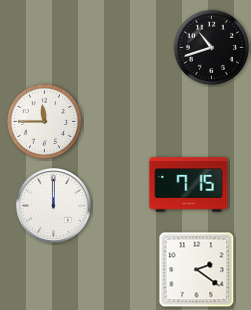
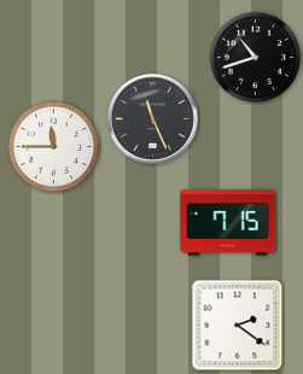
clock at (153, 119): none -> 11:26
clock at (54, 206): 12:00 -> none
